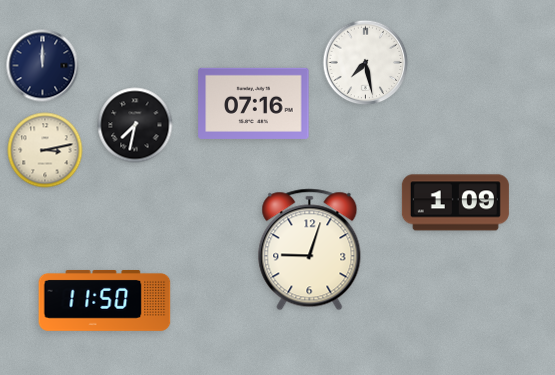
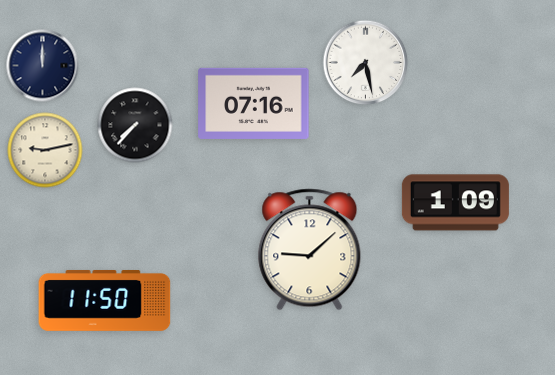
clock at (135, 125): 7:32 -> 7:37
clock at (45, 150): 3:13 -> 9:13
clock at (310, 250): 9:03 -> 9:08
